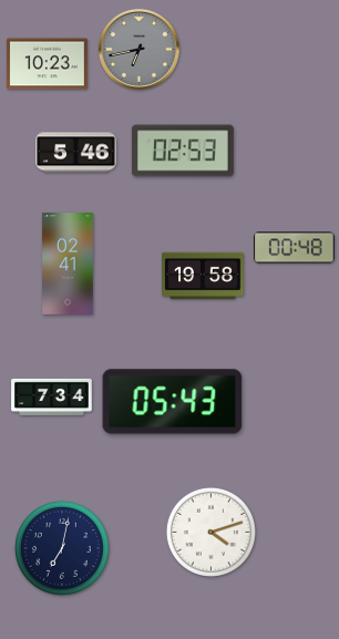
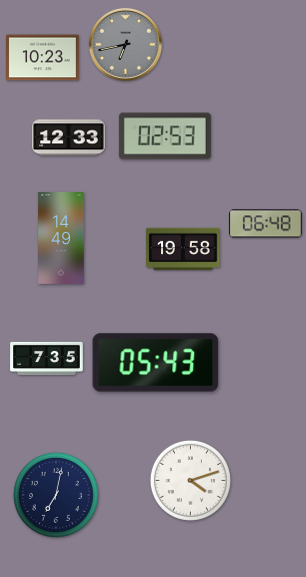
clock at (76, 153): 5:46 -> 12:33
clock at (295, 248): 00:48 -> 06:48
clock at (68, 265): 02:41 -> 14:49
clock at (52, 396): 7:34 -> 7:35
